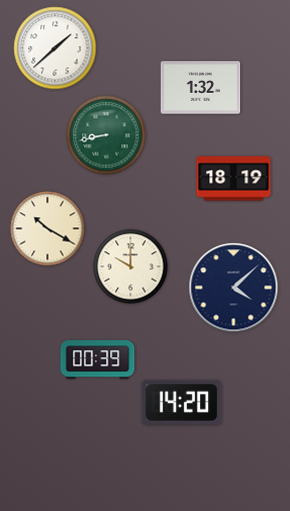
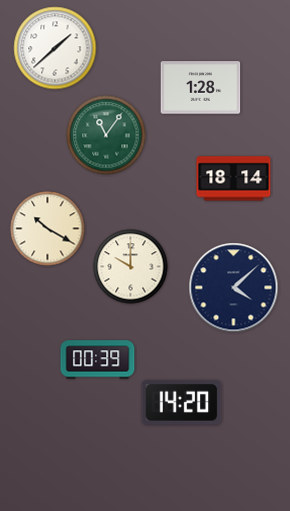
clock at (201, 88): 1:32 -> 1:28
clock at (106, 135): 8:43 -> 11:06
clock at (234, 179): 18:19 -> 18:14
